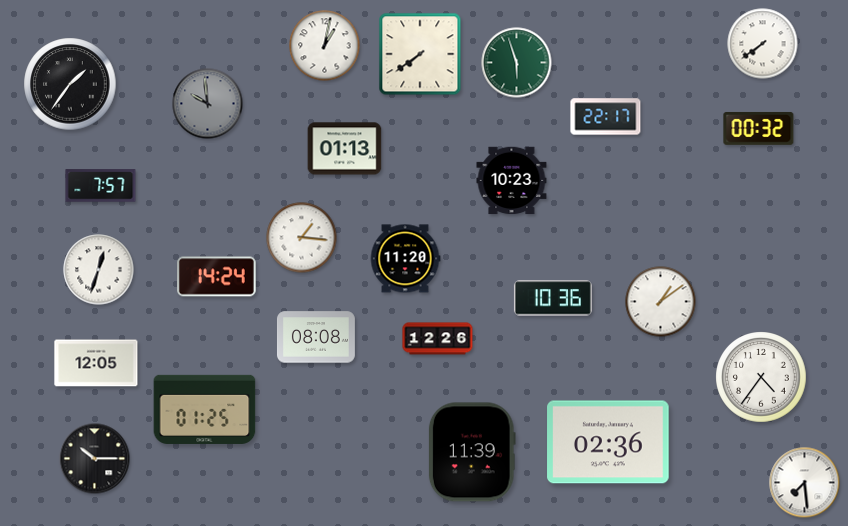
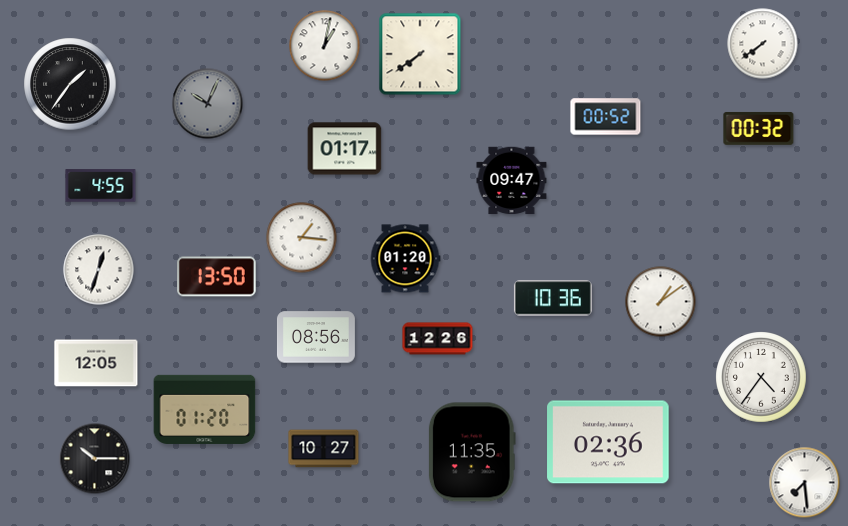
clock at (517, 63): 5:57 -> none
clock at (208, 104): 9:59 -> 10:04
clock at (606, 117): 22:17 -> 00:52
clock at (345, 149): 01:13 -> 01:17
clock at (512, 181): 10:23 -> 09:47
clock at (101, 186): 7:57 -> 4:55
clock at (405, 259): 11:20 -> 01:20
clock at (217, 277): 14:24 -> 13:50
clock at (316, 337): 08:08 -> 08:56
clock at (205, 409): 01:25 -> 01:20
clock at (324, 449): none -> 10:27
clock at (472, 452): 11:39 -> 11:35
